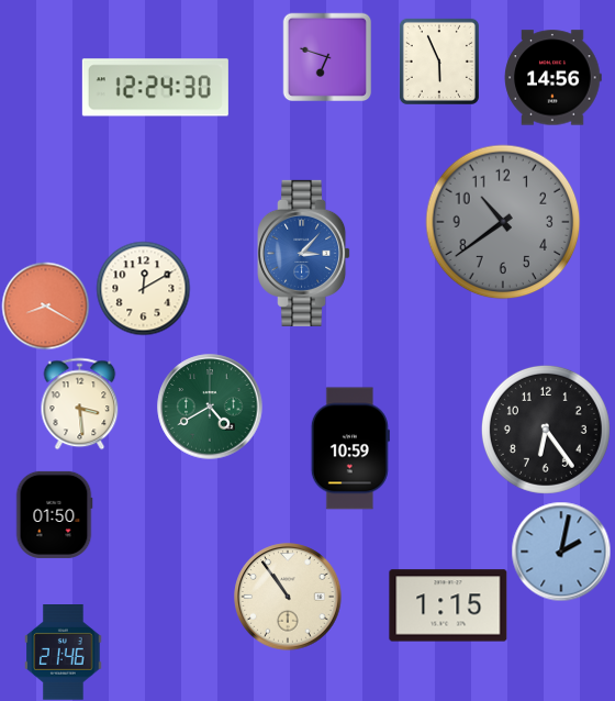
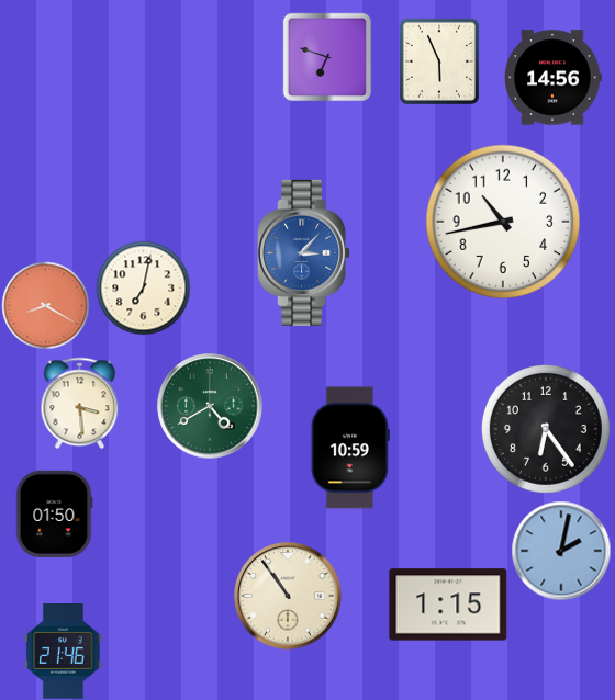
clock at (155, 88): 12:24 -> none
clock at (503, 222): 10:39 -> 10:43
clock at (503, 222) dial: grey -> white
clock at (143, 288): 12:10 -> 7:02
